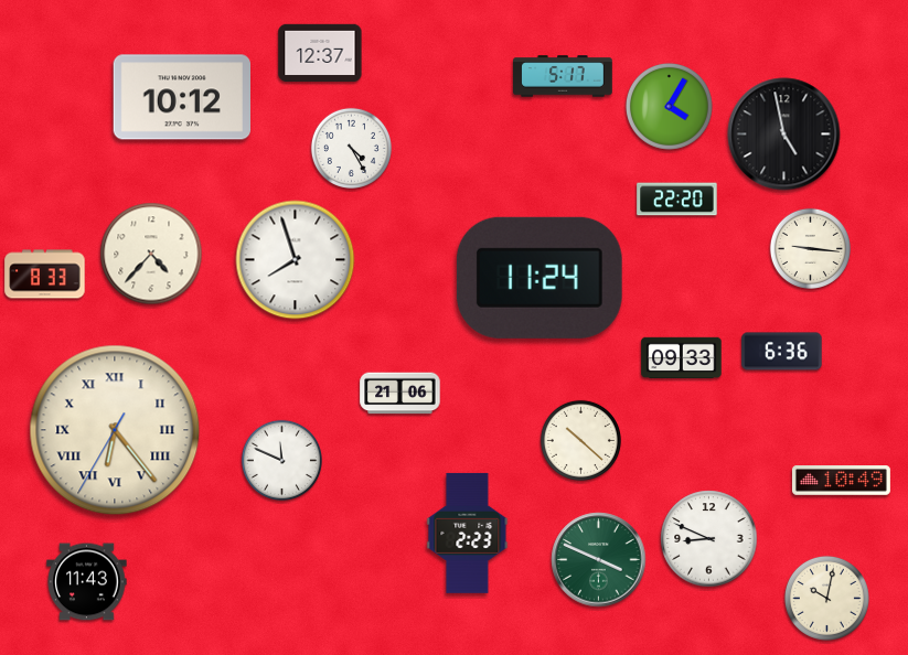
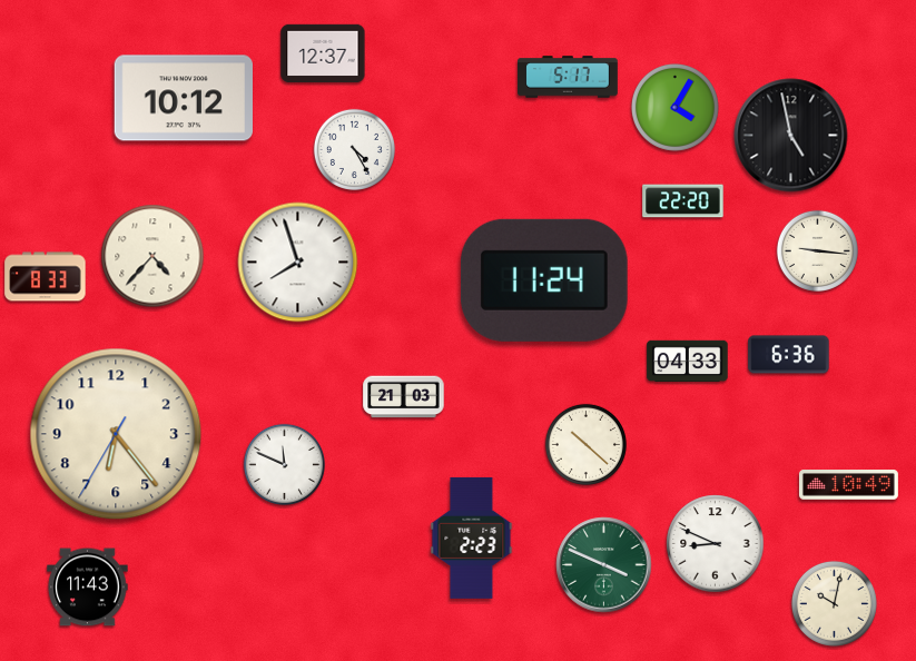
clock at (682, 358): 09:33 -> 04:33
clock at (400, 394): 21:06 -> 21:03
clock at (115, 430) numerals: Roman -> Arabic
